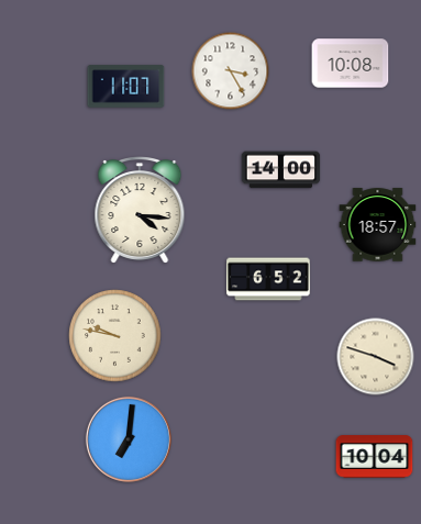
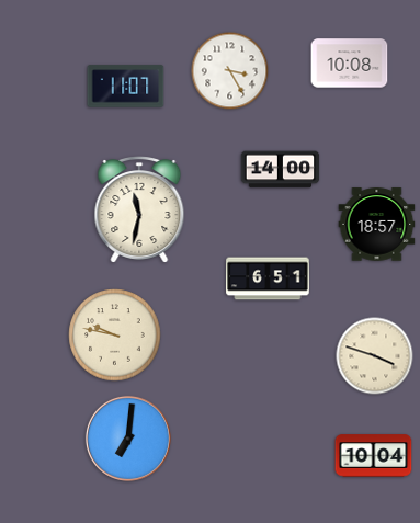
clock at (140, 211): 4:16 -> 11:32
clock at (268, 279): 6:52 -> 6:51
